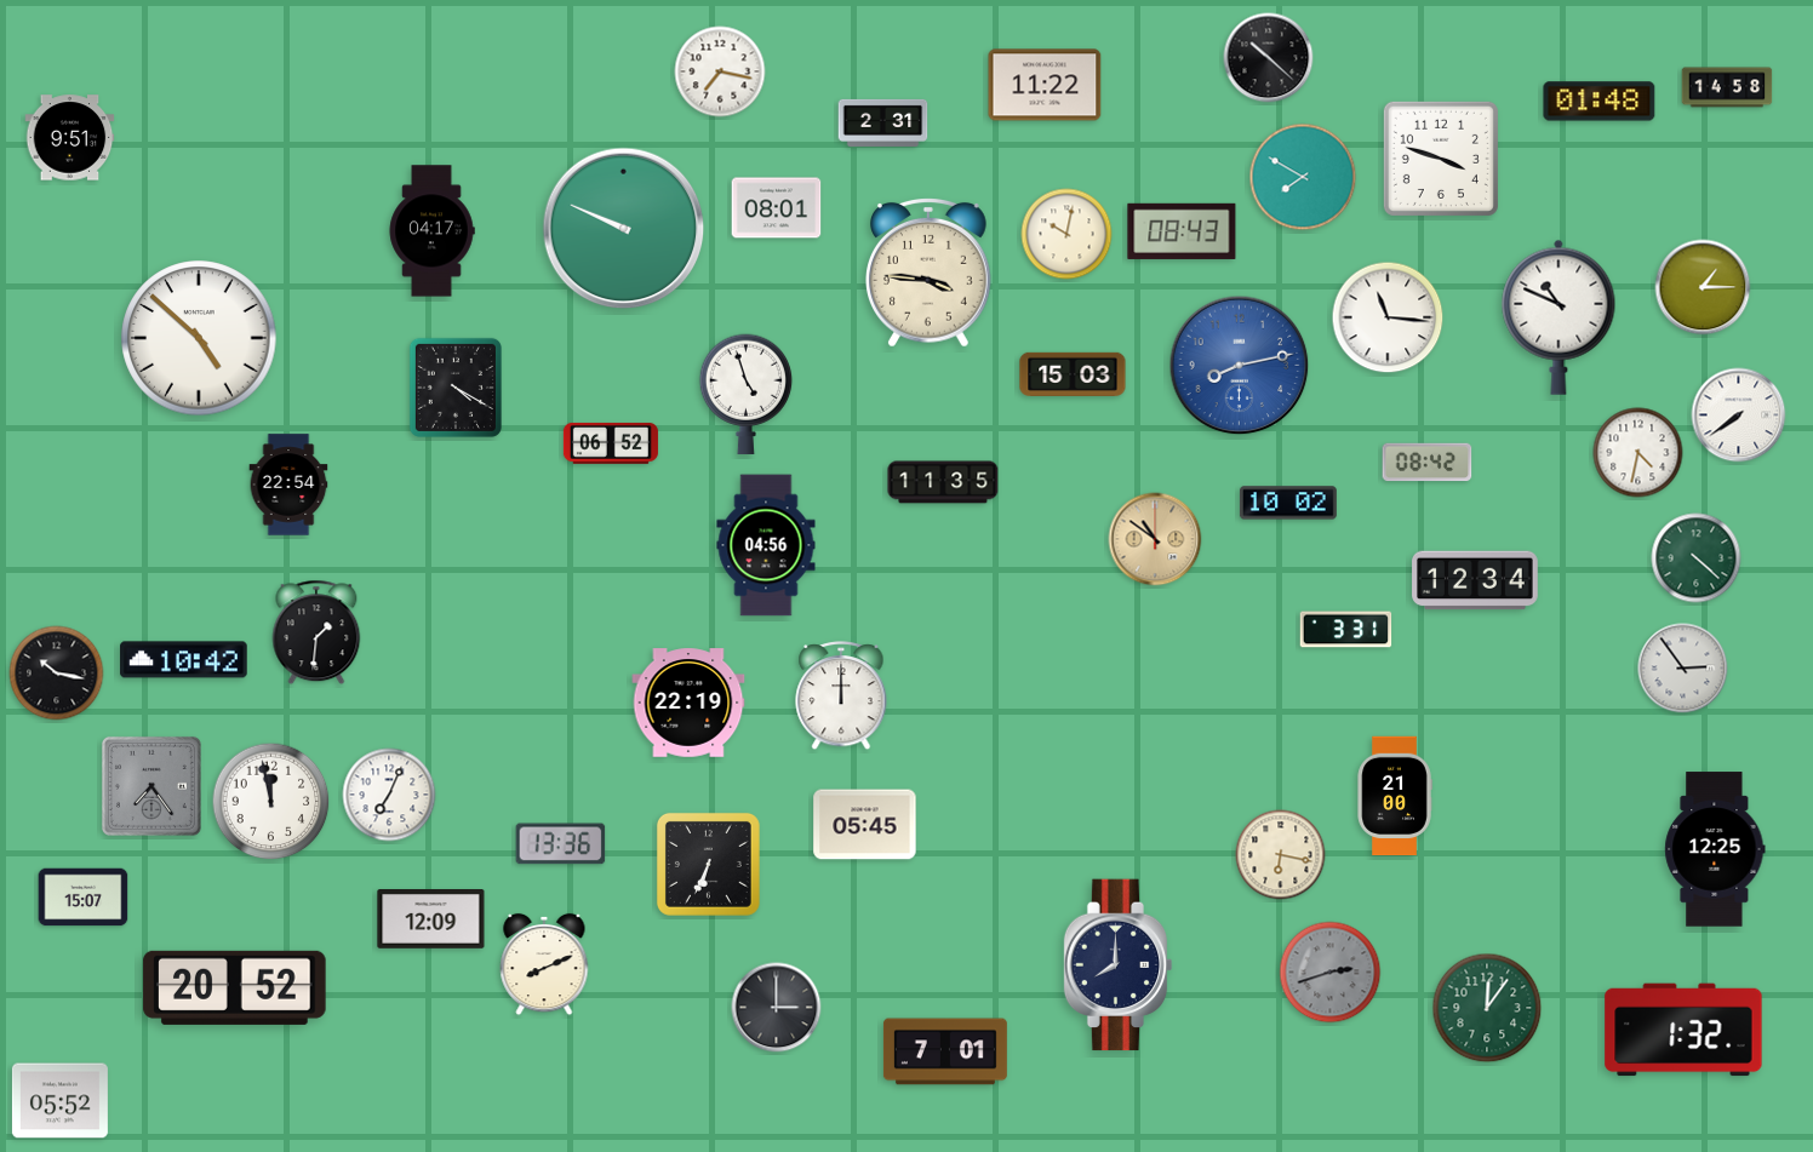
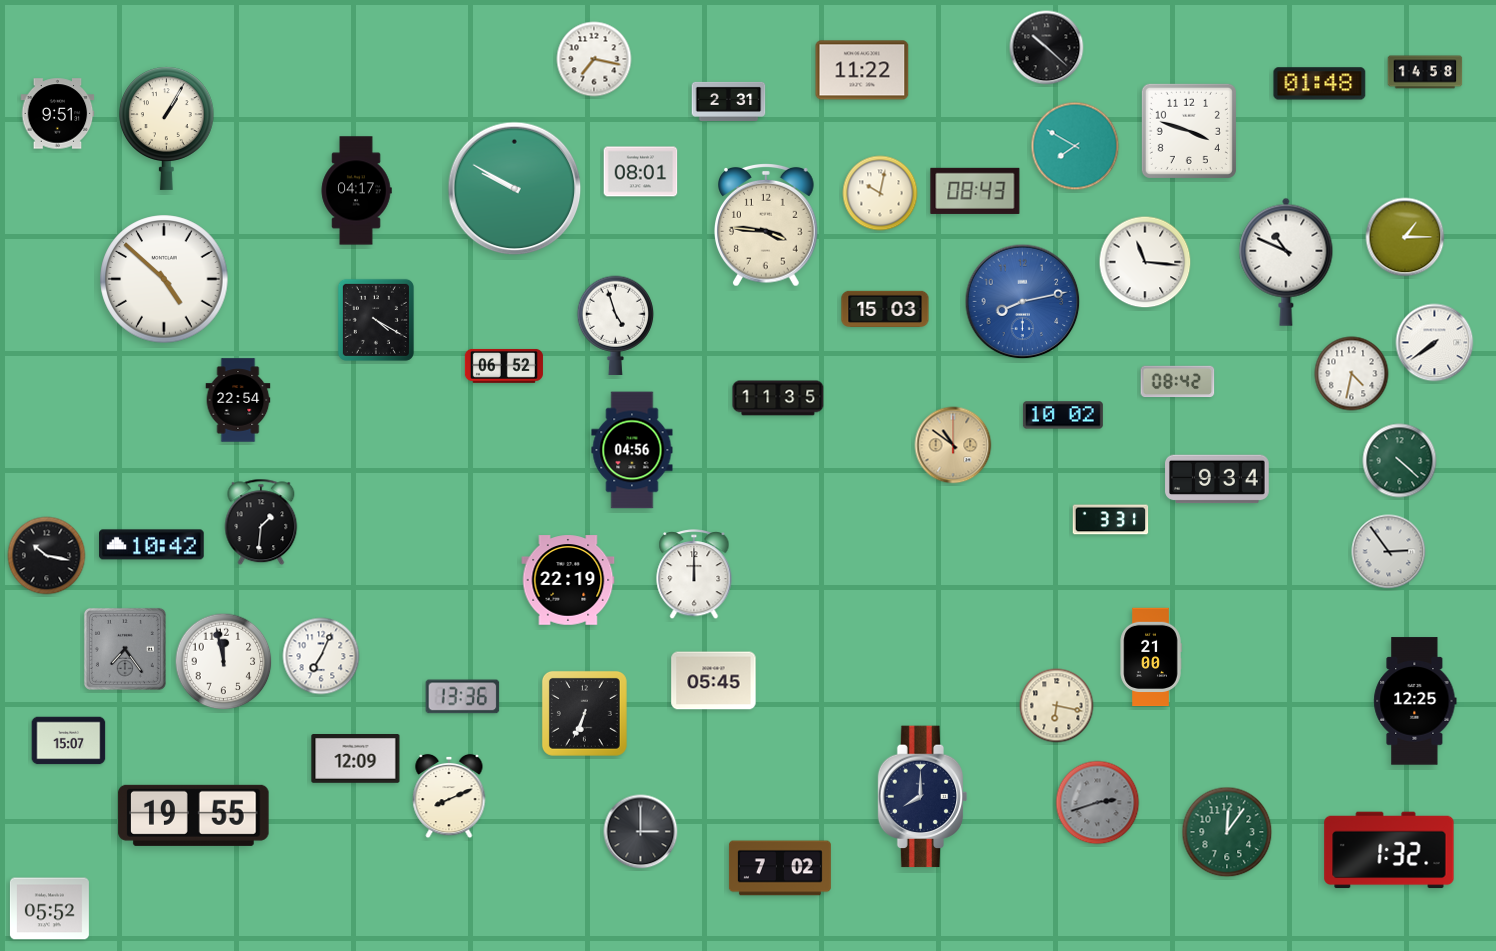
clock at (167, 128): none -> 1:05
clock at (624, 229): 9:49 -> 9:50
clock at (1475, 580): 12:34 -> 9:34
clock at (235, 987): 20:52 -> 19:55
clock at (945, 1051): 7:01 -> 7:02
